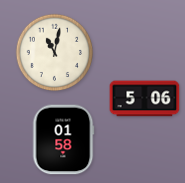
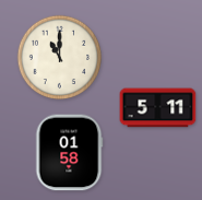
clock at (55, 53): 11:02 -> 11:00
clock at (145, 99): 5:06 -> 5:11
